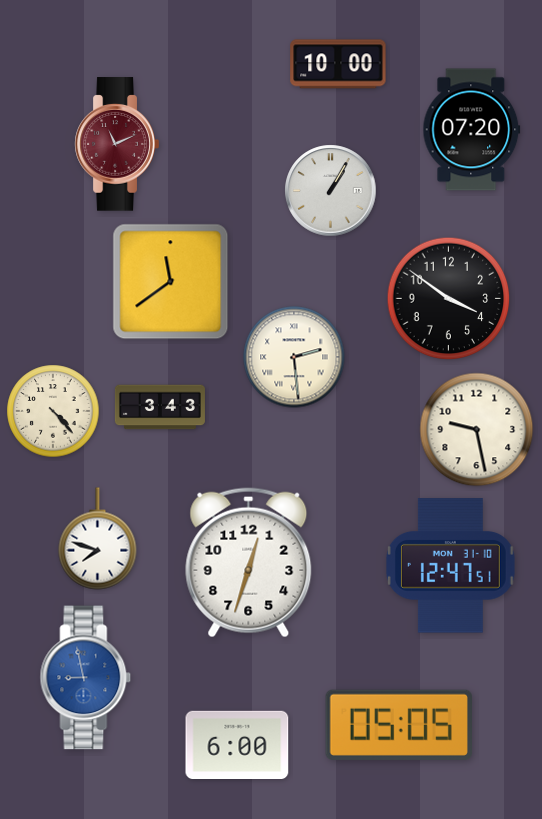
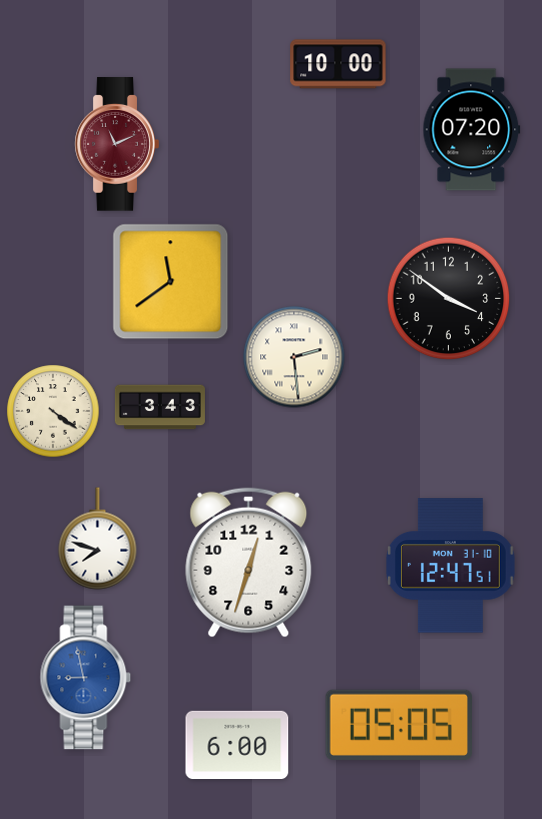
clock at (331, 191): 1:05 -> none
clock at (53, 411): 4:23 -> 4:21
clock at (477, 430): 9:28 -> none
